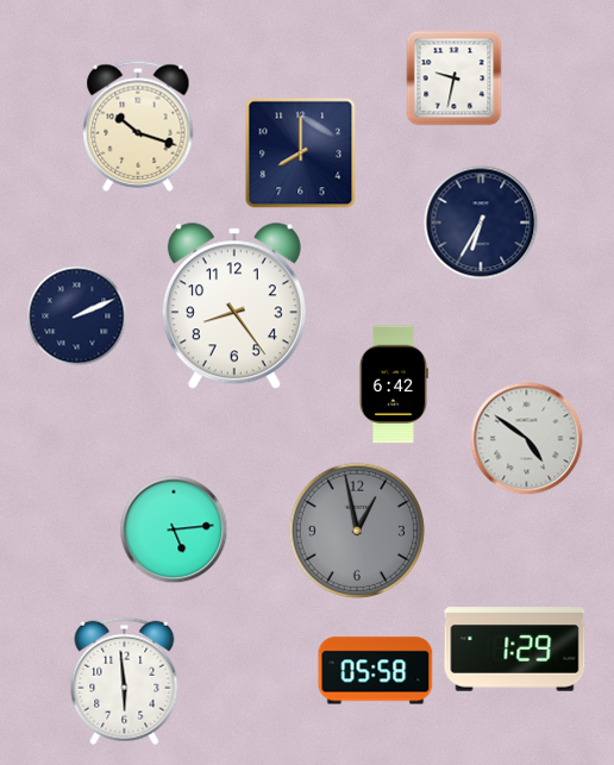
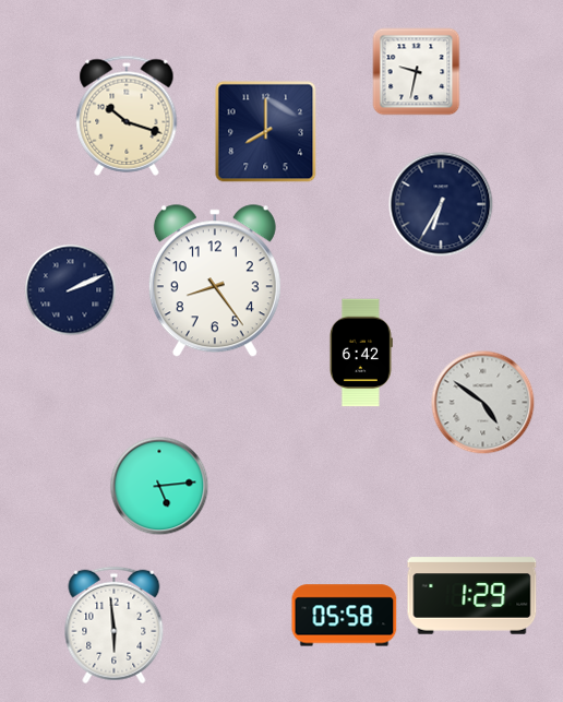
clock at (301, 153) position: (301, 153) -> (266, 132)
clock at (357, 531): 12:58 -> none
